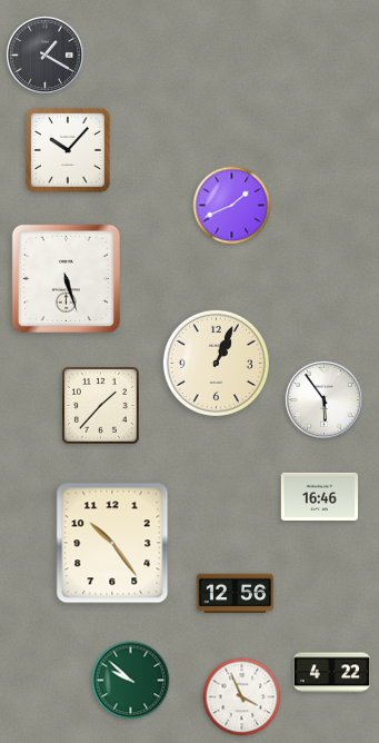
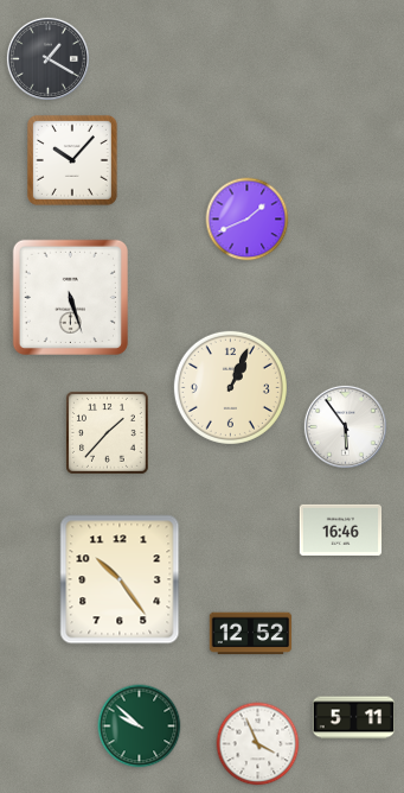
clock at (236, 594): 12:56 -> 12:52
clock at (332, 673): 4:22 -> 5:11
